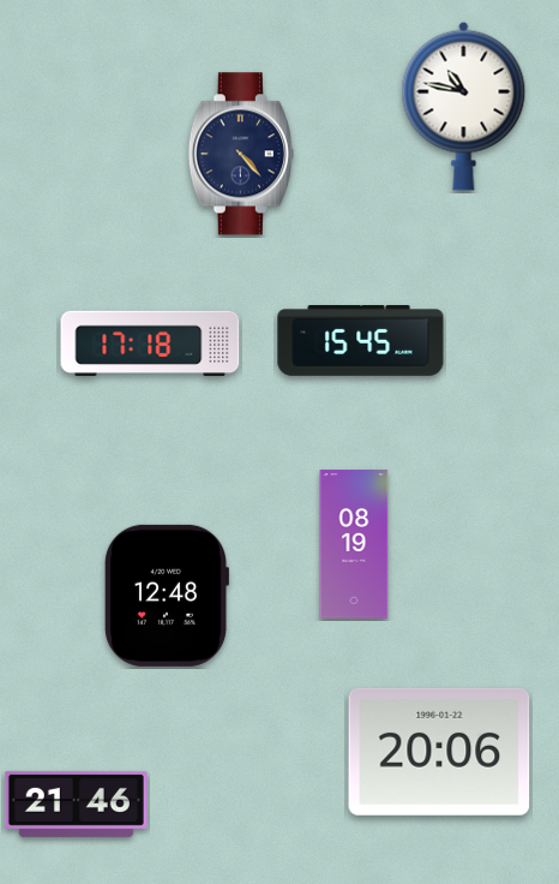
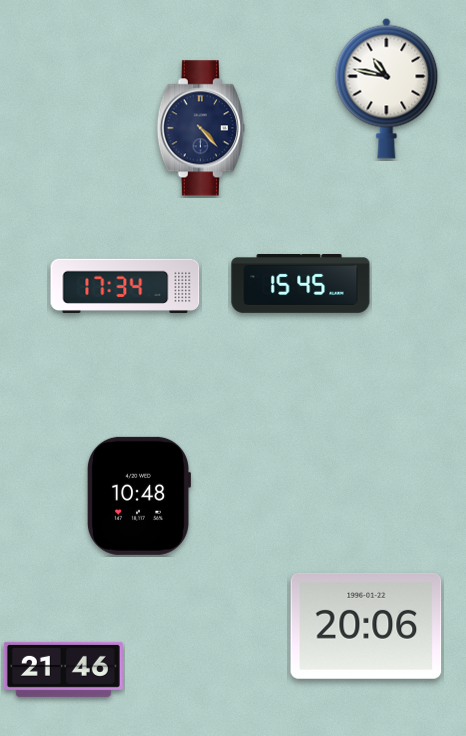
clock at (150, 344): 17:18 -> 17:34
clock at (354, 544): 08:19 -> none
clock at (166, 596): 12:48 -> 10:48
